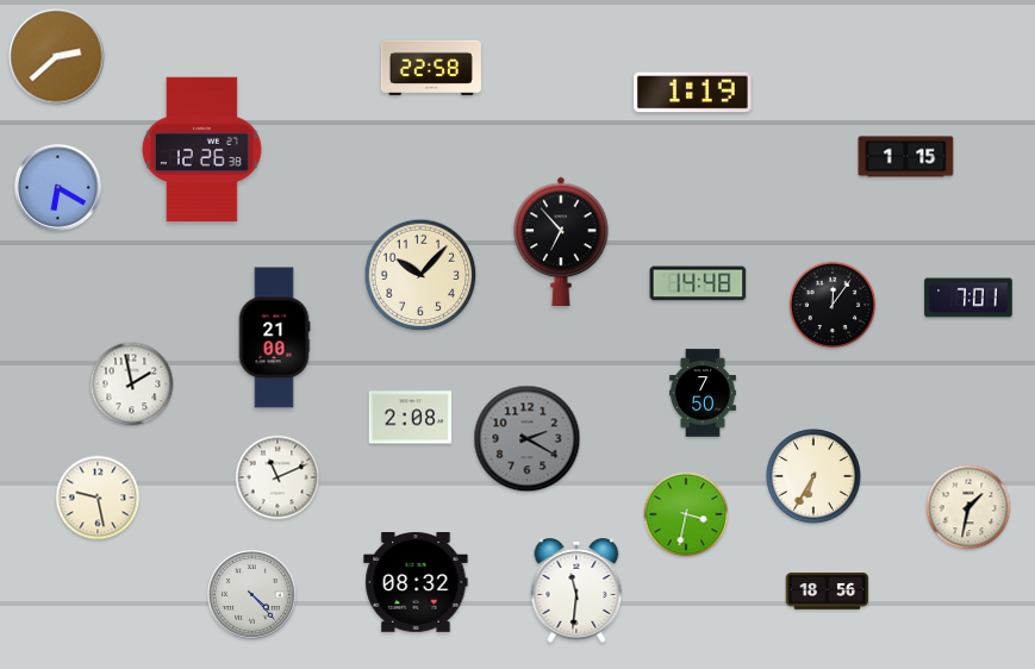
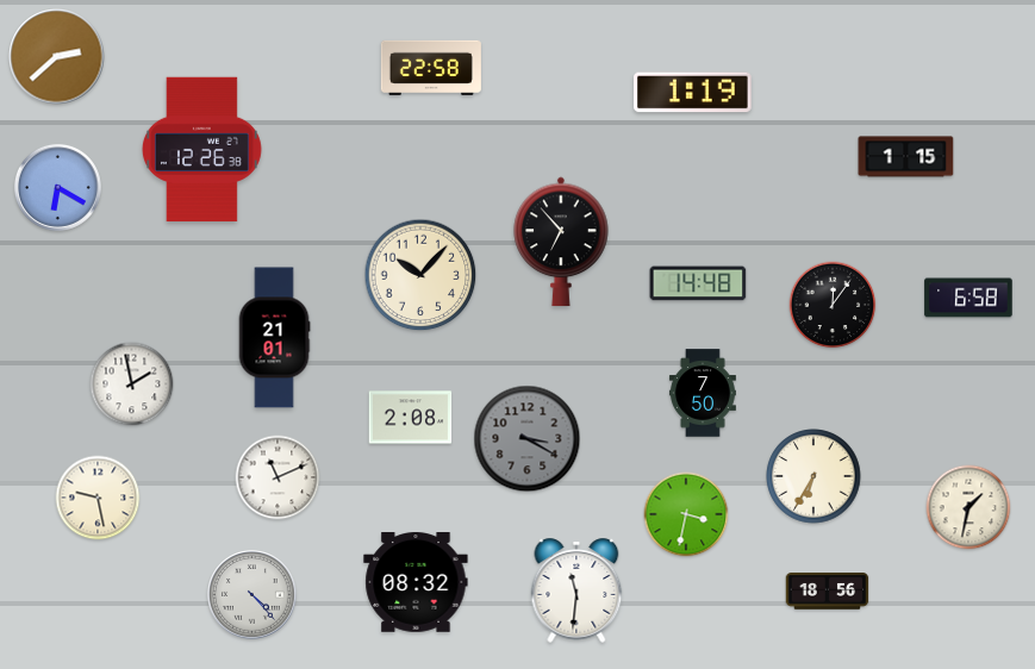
clock at (968, 298): 7:01 -> 6:58
clock at (274, 338): 21:00 -> 21:01
clock at (528, 439): 2:20 -> 3:20
